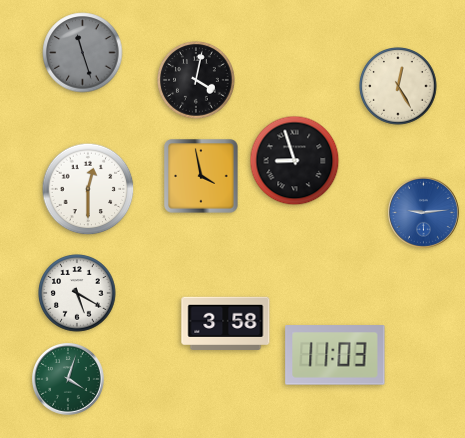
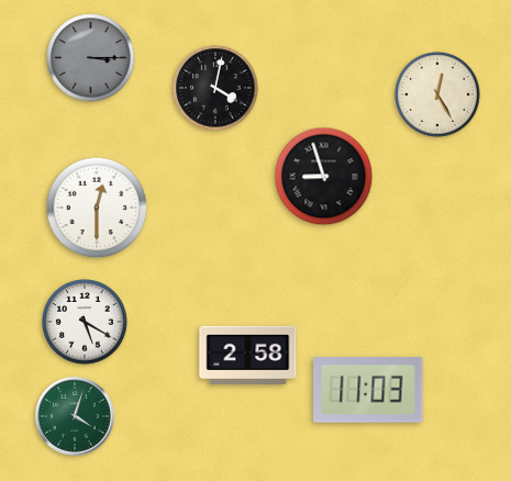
clock at (83, 53): 11:27 -> 3:15
clock at (201, 176): 3:58 -> none
clock at (423, 212): 9:14 -> none
clock at (226, 323): 3:58 -> 2:58
